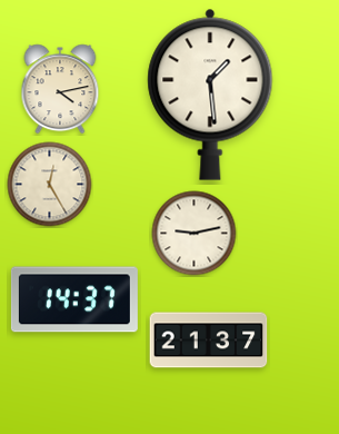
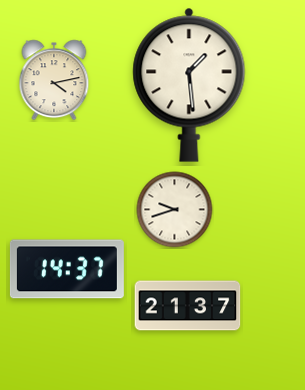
clock at (50, 185): 12:25 -> none
clock at (195, 234): 9:13 -> 9:42
